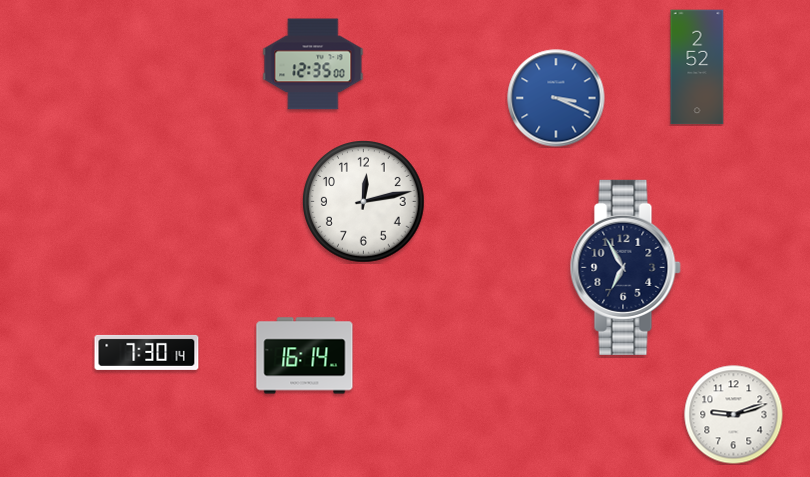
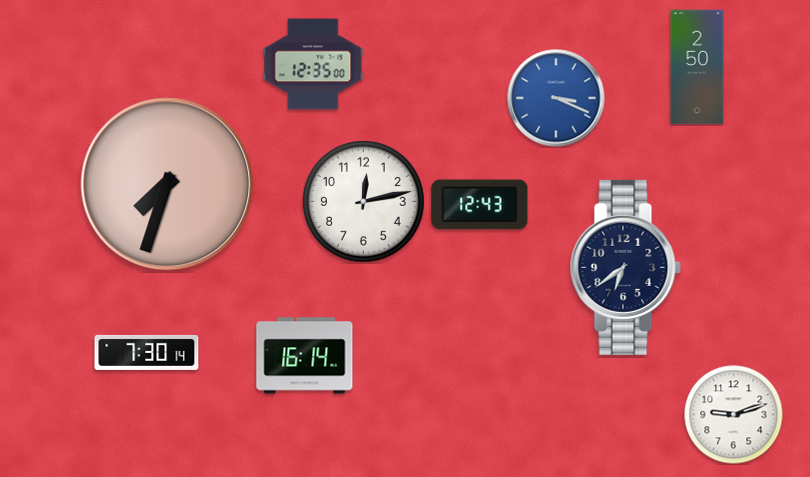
clock at (697, 67): 2:52 -> 2:50
clock at (167, 184): none -> 7:33
clock at (480, 205): none -> 12:43
clock at (625, 267): 6:55 -> 6:39
